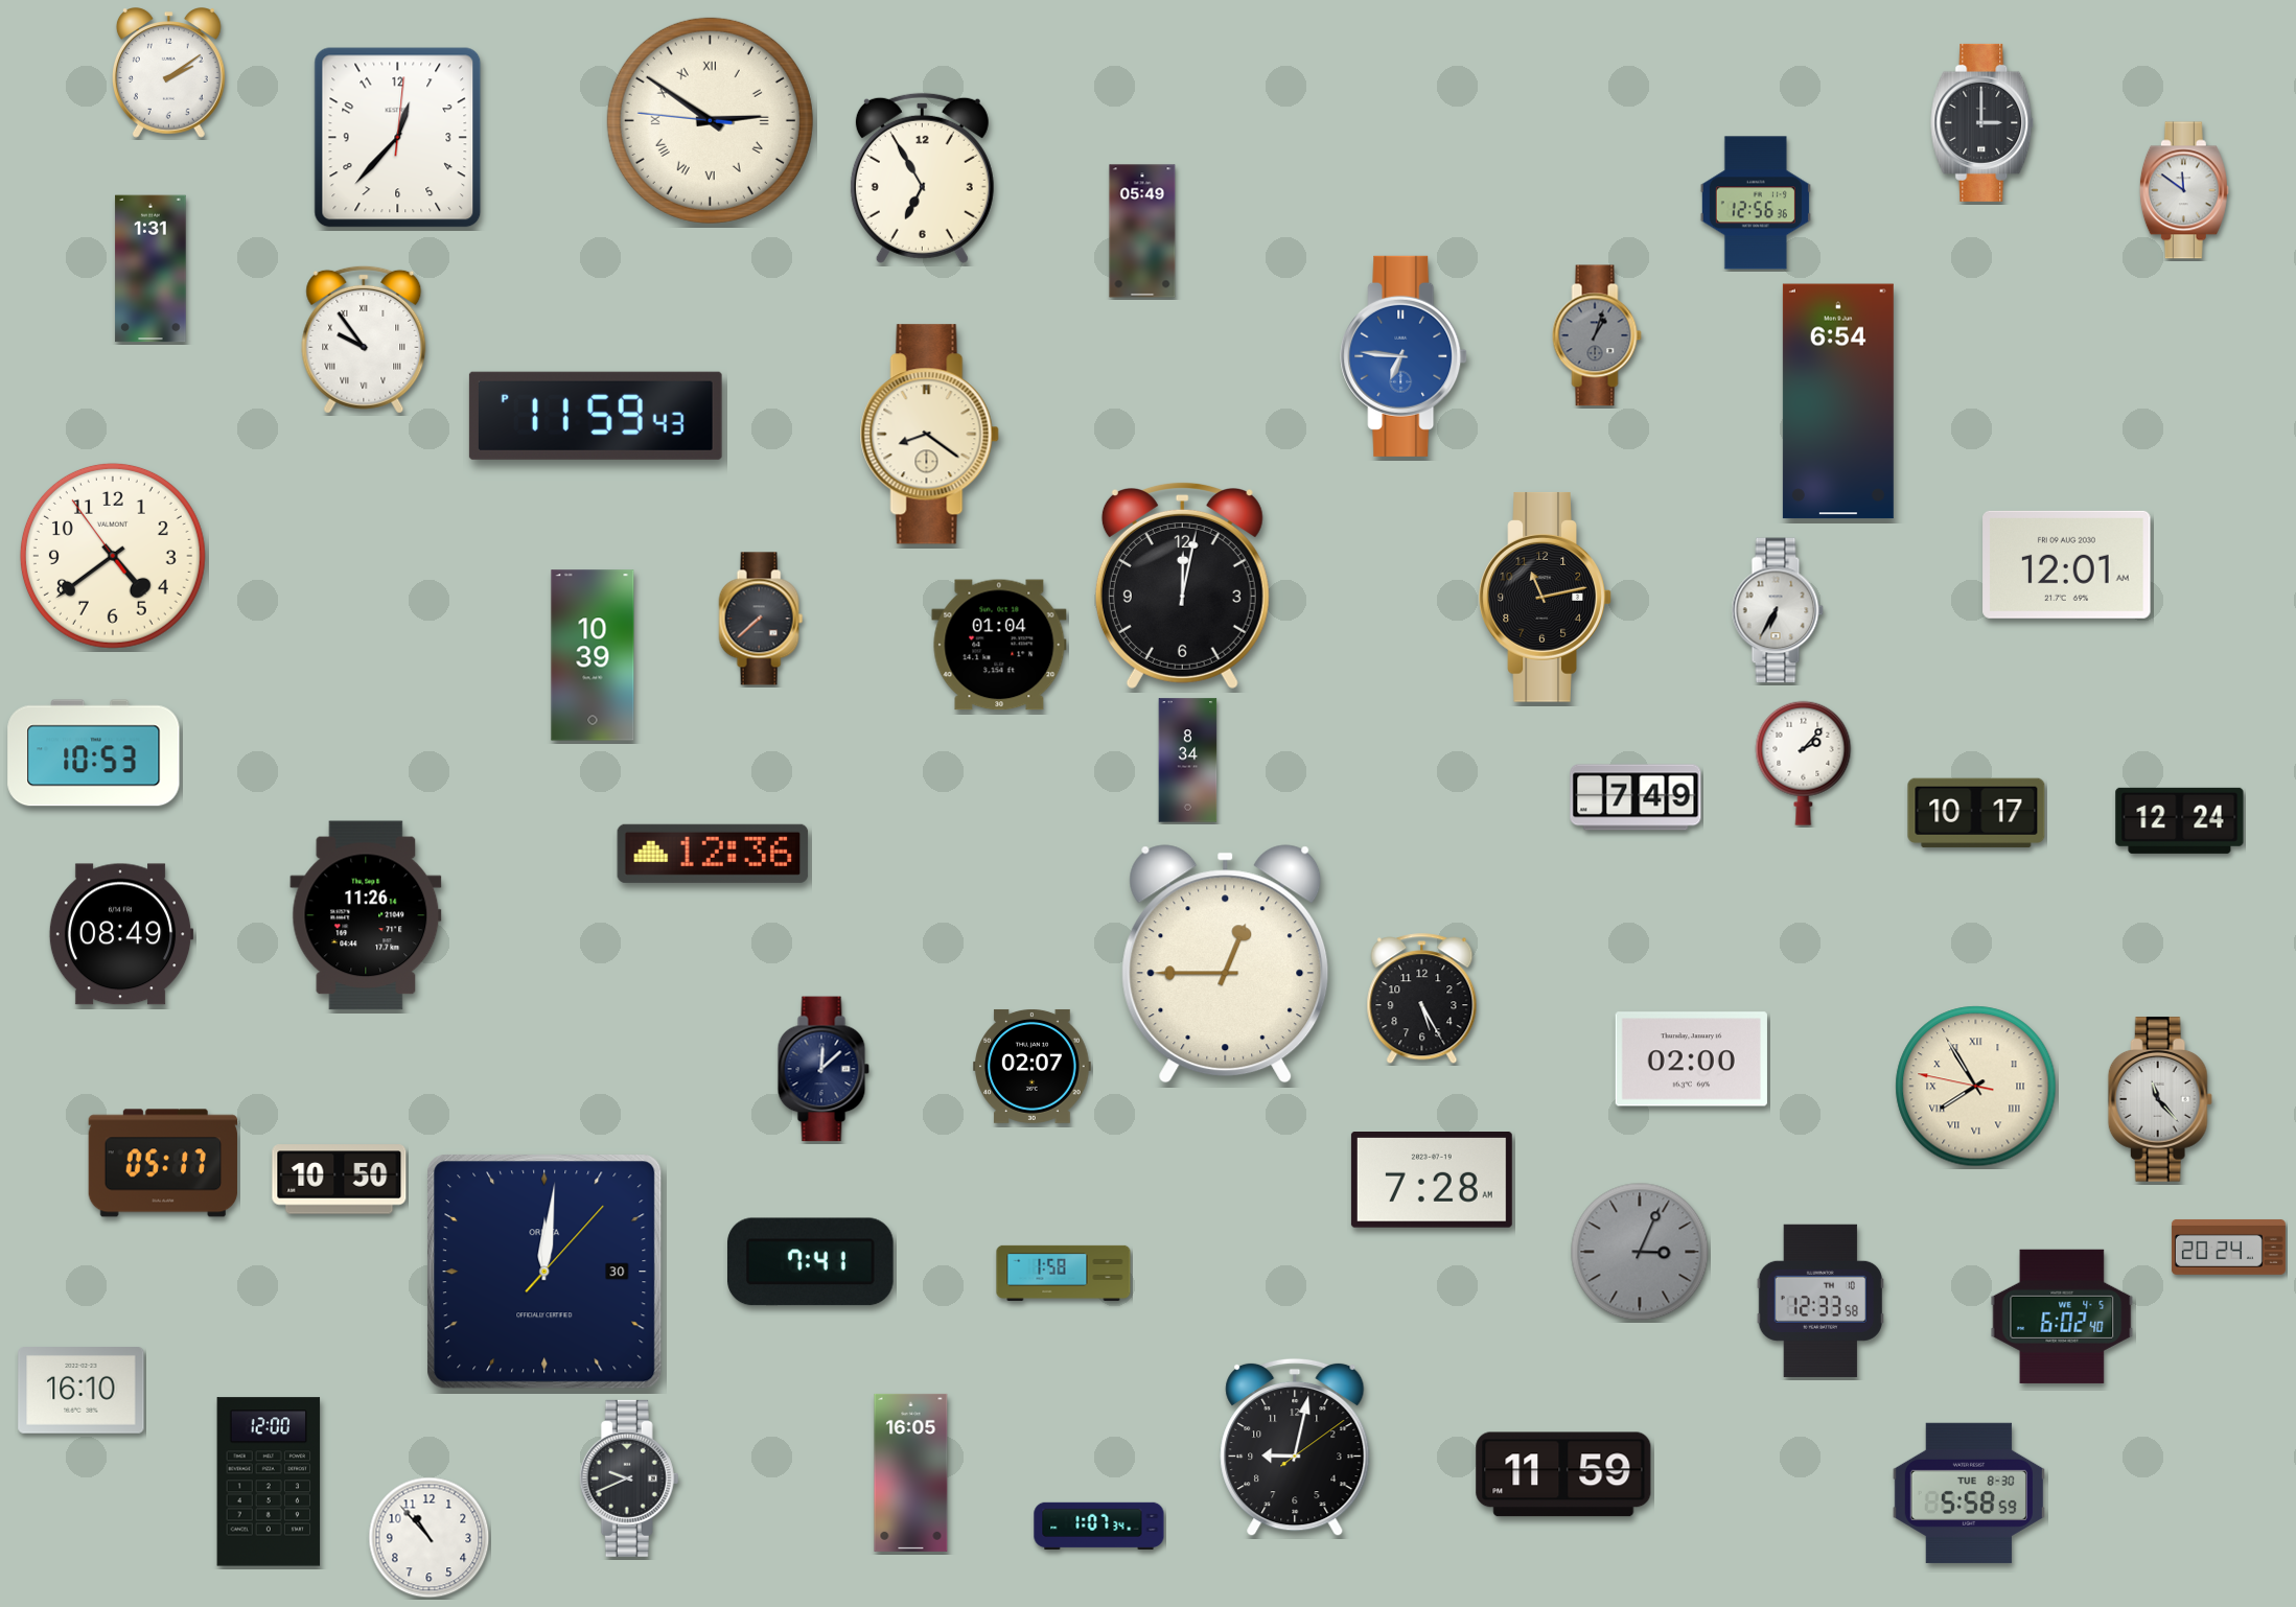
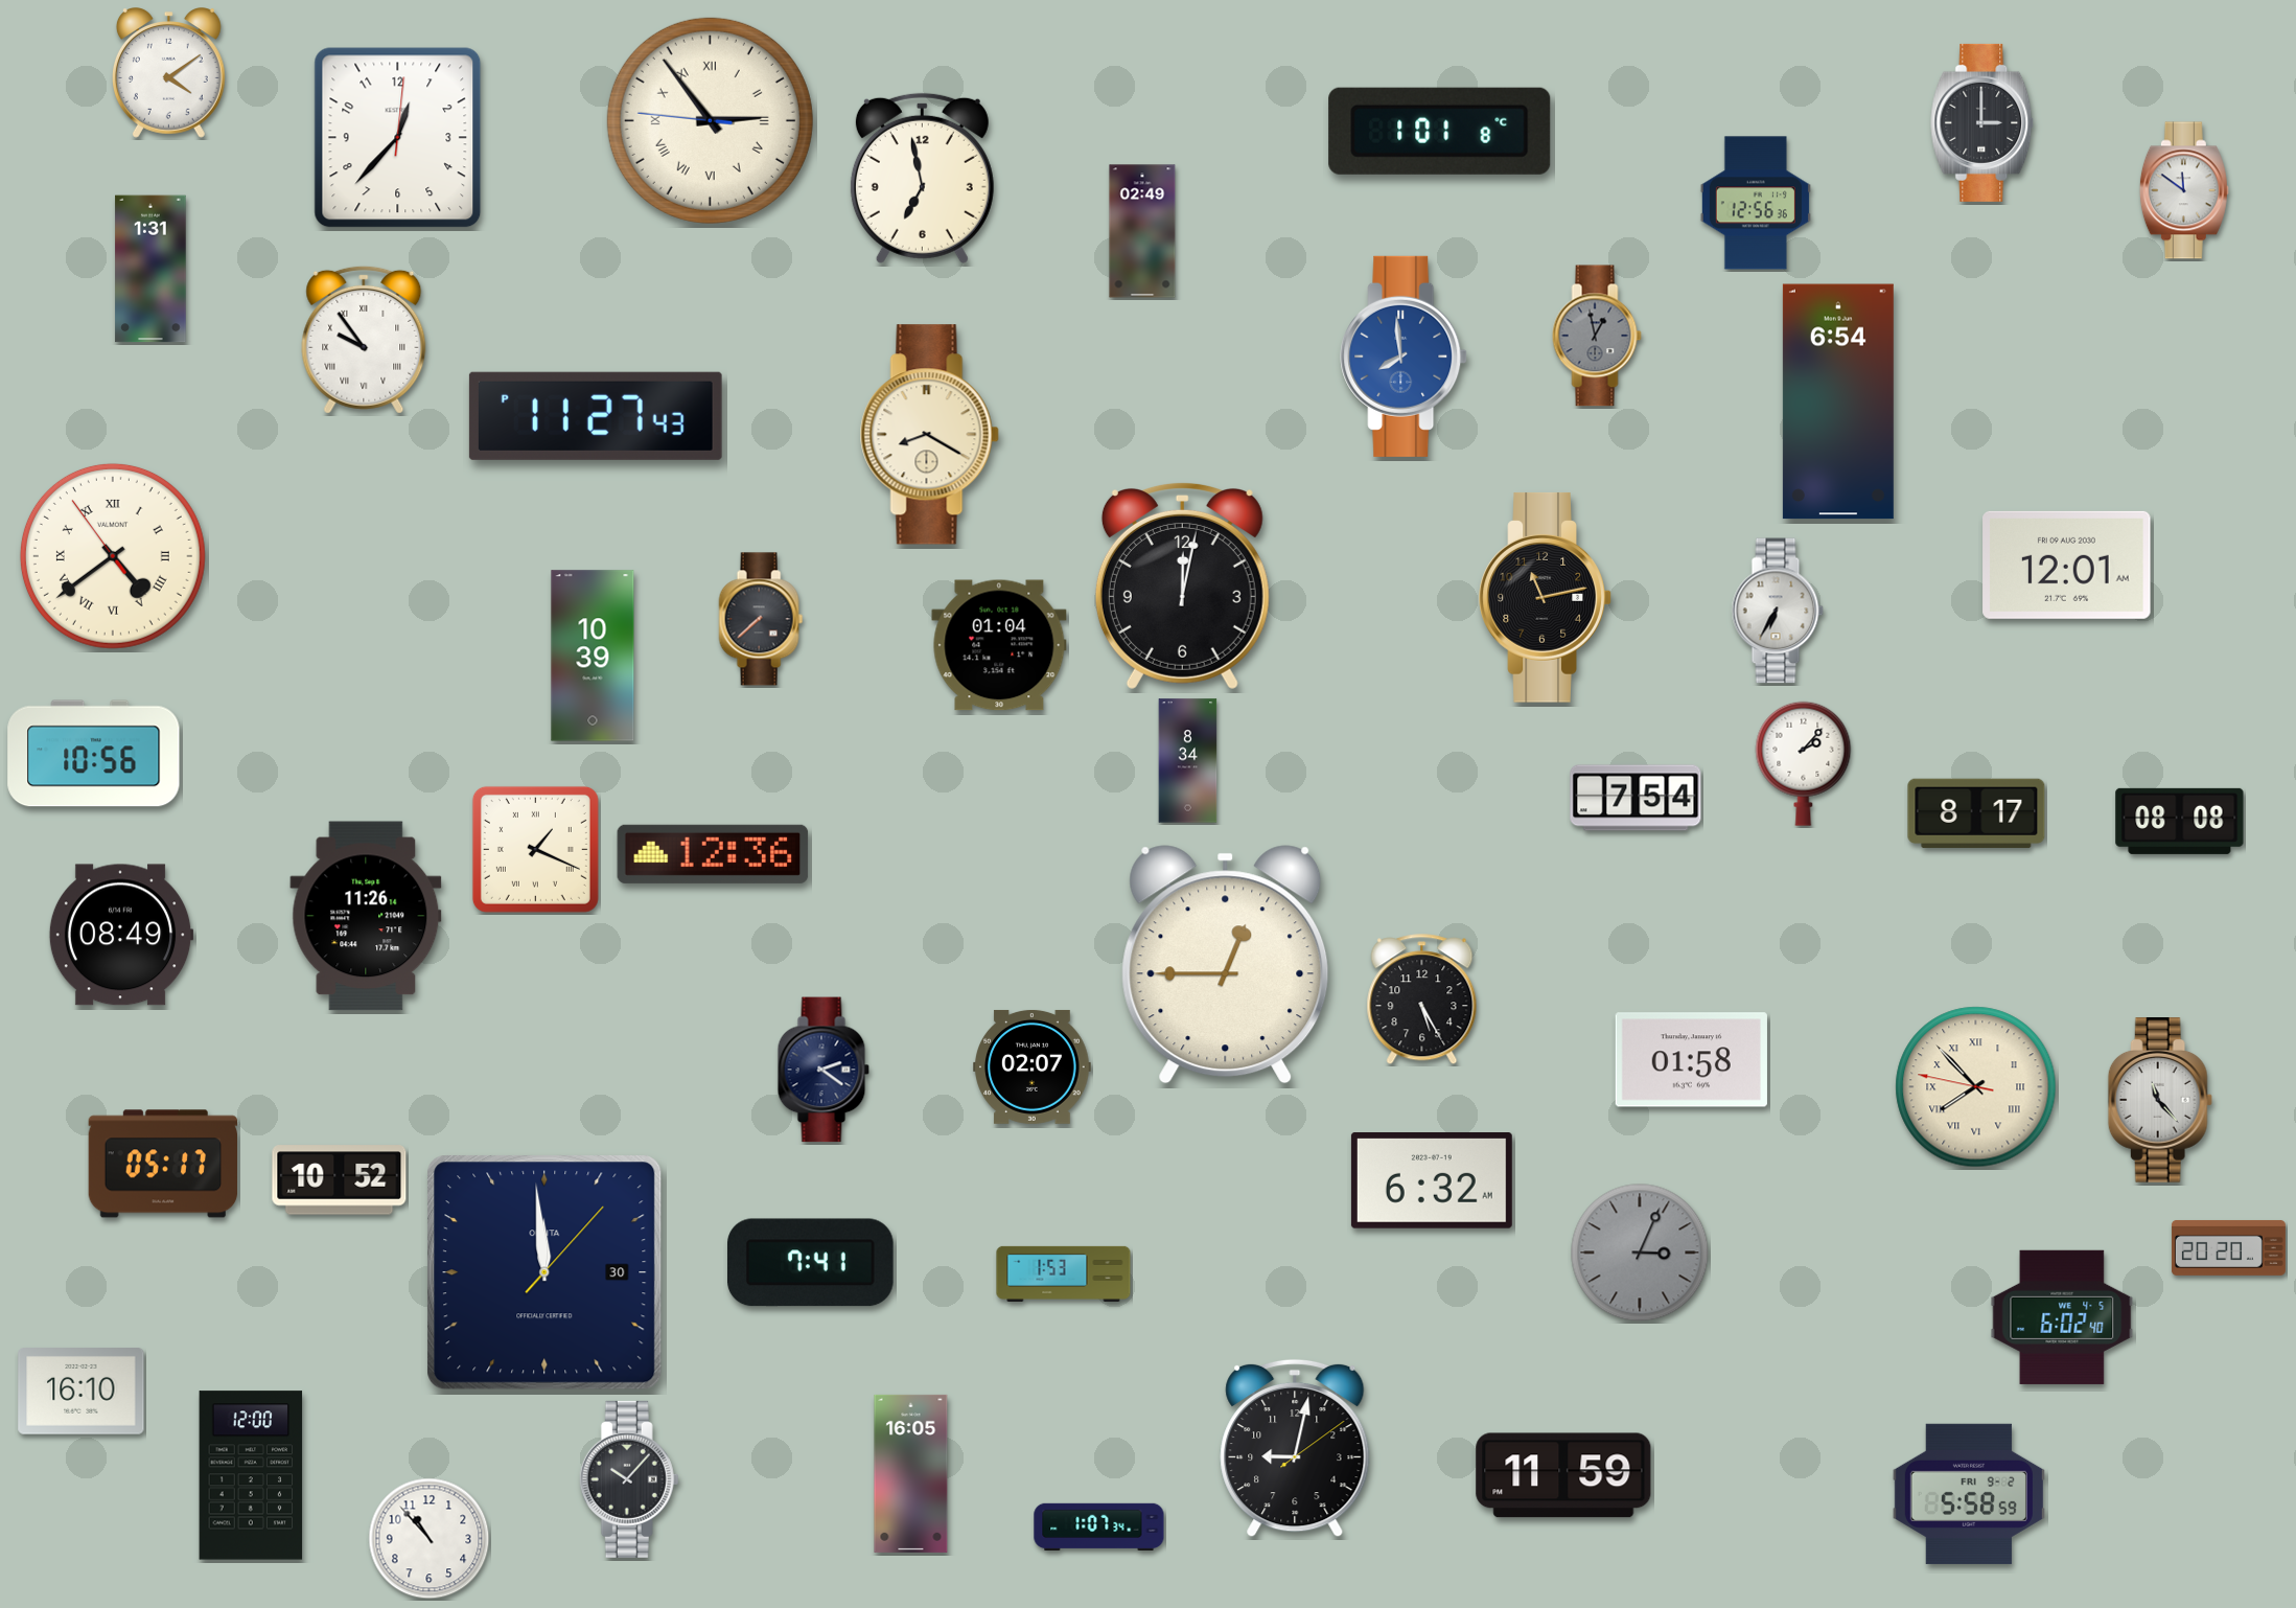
clock at (168, 73): 2:09 -> 4:09
clock at (710, 120): 2:50 -> 2:53
clock at (1440, 131): none -> 1:01
clock at (922, 178): 6:55 -> 6:58
clock at (1142, 231): 05:49 -> 02:49
clock at (1597, 335): 1:03 -> 12:58
clock at (1404, 356): 6:46 -> 7:59
clock at (596, 416): 11:59 -> 11:27
clock at (929, 435): 8:21 -> 8:20
clock at (113, 556) numerals: Arabic -> Roman
clock at (94, 753): 10:53 -> 10:56
clock at (1636, 797): 7:49 -> 7:54
clock at (1976, 813): 10:17 -> 8:17
clock at (2180, 820): 12:24 -> 08:08
clock at (535, 849): none -> 1:19
clock at (1691, 1059): 02:00 -> 01:58
clock at (824, 1069): 12:08 -> 2:21
clock at (1976, 1087): 7:54 -> 7:52
clock at (340, 1180): 10:50 -> 10:52
clock at (1432, 1181): 7:28 -> 6:32
clock at (2228, 1247): 20:24 -> 20:20
clock at (544, 1272): 12:01 -> 11:59
clock at (1064, 1273): 1:58 -> 1:53
clock at (1820, 1301): 12:33 -> none
clock at (629, 1478): 9:41 -> 10:07
clock at (269, 1482) position: (269, 1482) -> (251, 1475)
clock at (1969, 1493) date: TUE 8-30 -> FRI 9-2
